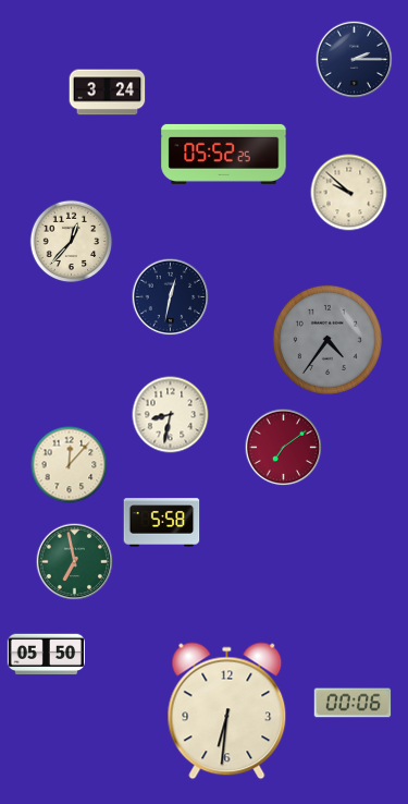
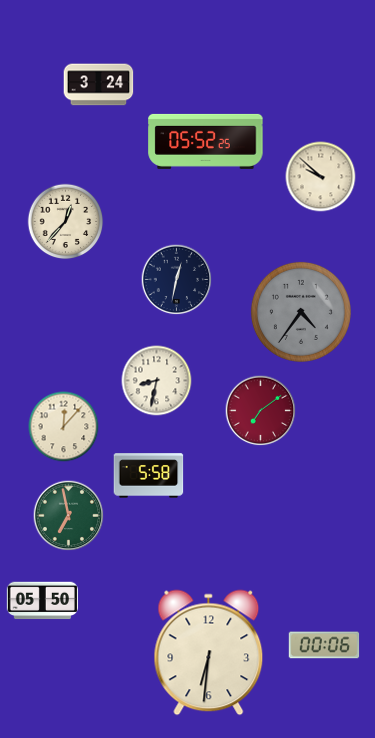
clock at (355, 60): 2:15 -> none
clock at (171, 297) position: (171, 297) -> (177, 280)
clock at (162, 523) position: (162, 523) -> (149, 476)
